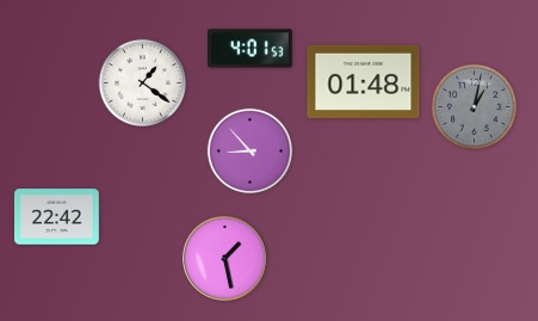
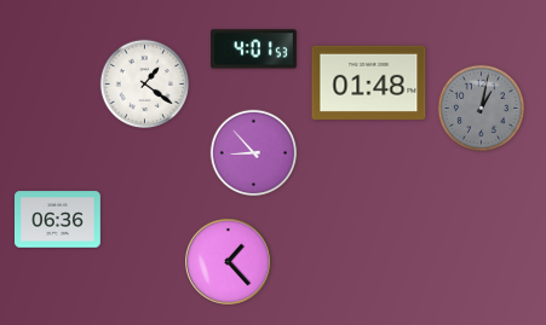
clock at (57, 217): 22:42 -> 06:36
clock at (225, 259): 1:28 -> 1:23
